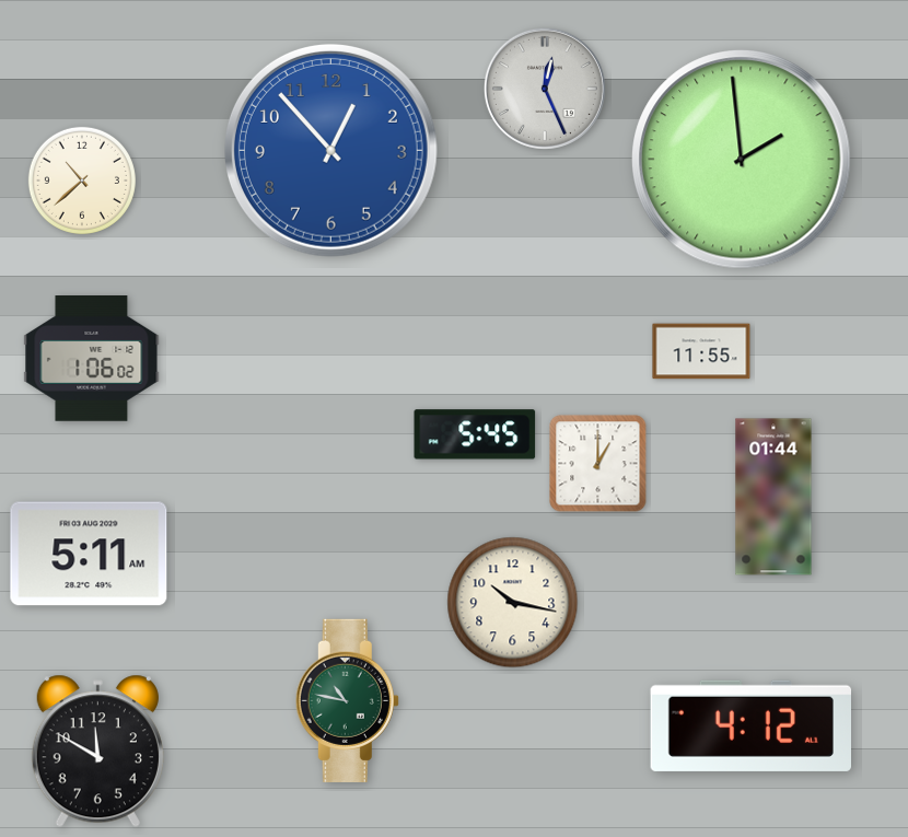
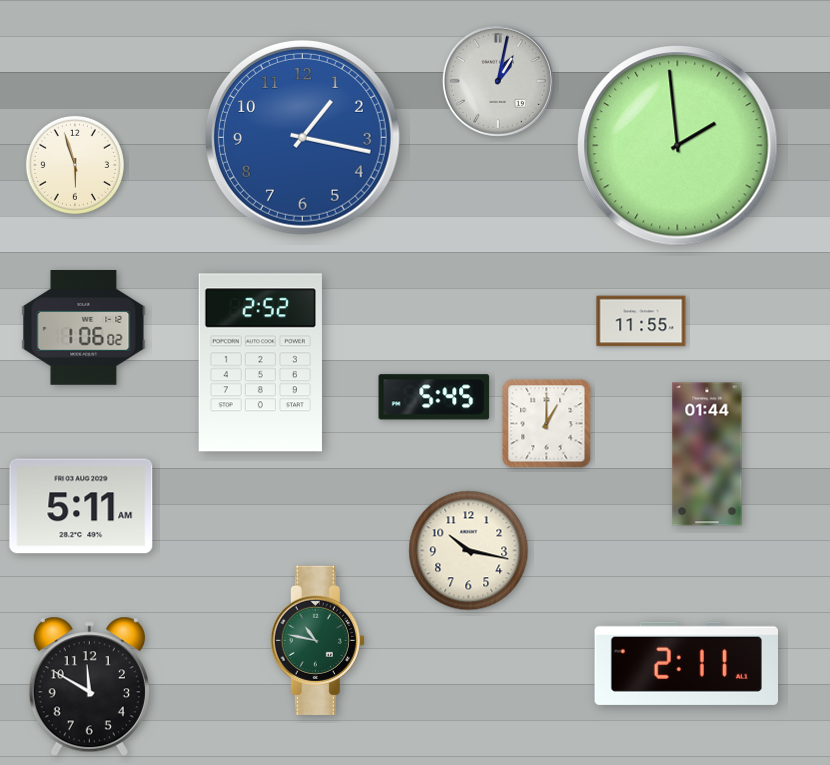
clock at (545, 89): 12:26 -> 1:02
clock at (330, 150): 12:53 -> 1:17
clock at (82, 181): 10:38 -> 5:57
clock at (260, 363): none -> 2:52
clock at (750, 725): 4:12 -> 2:11
